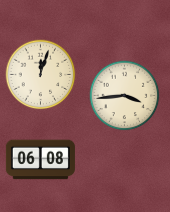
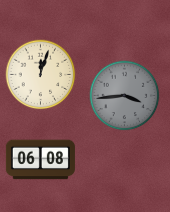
clock at (125, 96) dial: cream -> grey
